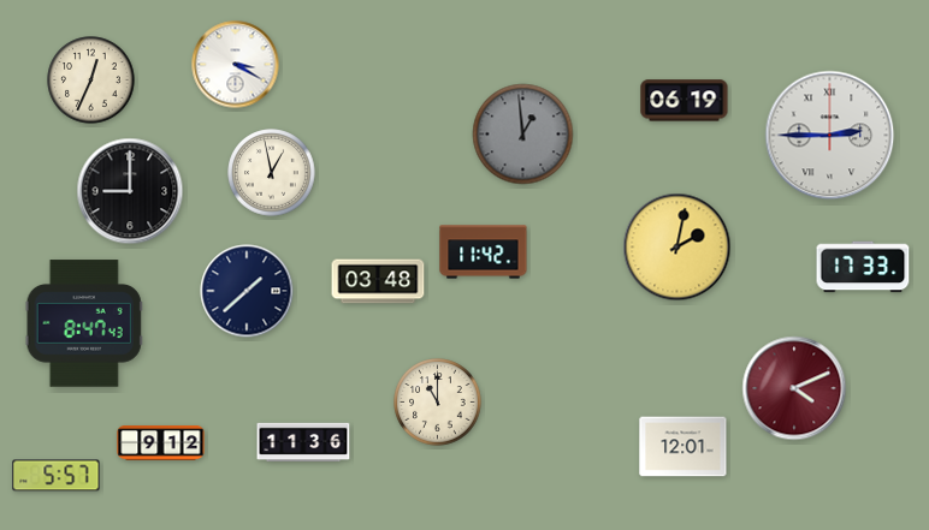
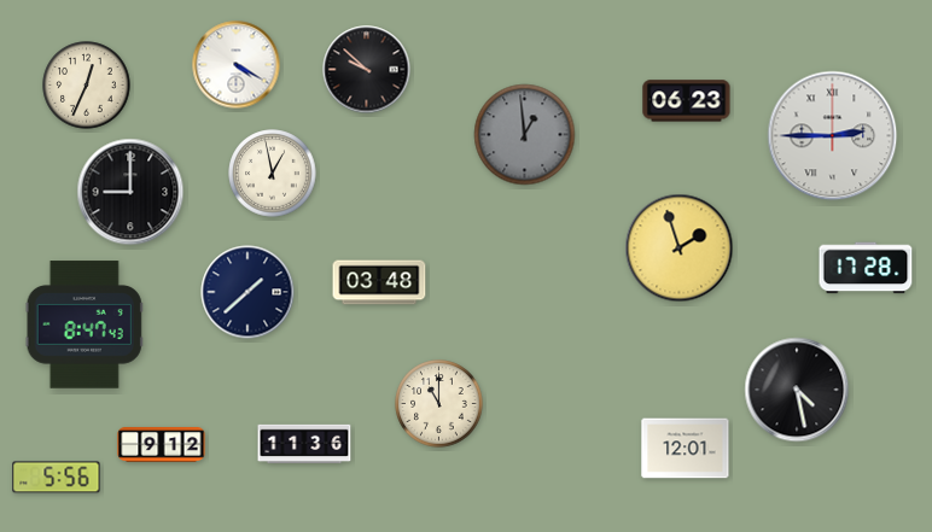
clock at (236, 65): 3:20 -> 4:20
clock at (367, 70): none -> 9:52
clock at (91, 81) position: (91, 81) -> (87, 86)
clock at (685, 101): 06:19 -> 06:23
clock at (677, 248): 2:02 -> 1:57
clock at (484, 252): 11:42 -> none
clock at (863, 267): 17:33 -> 17:28
clock at (794, 388): 4:11 -> 4:28
clock at (794, 388) dial: burgundy -> black
clock at (57, 476): 5:57 -> 5:56
